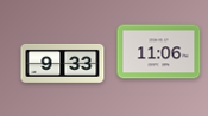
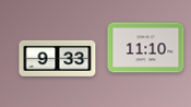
clock at (159, 52): 11:06 -> 11:10
